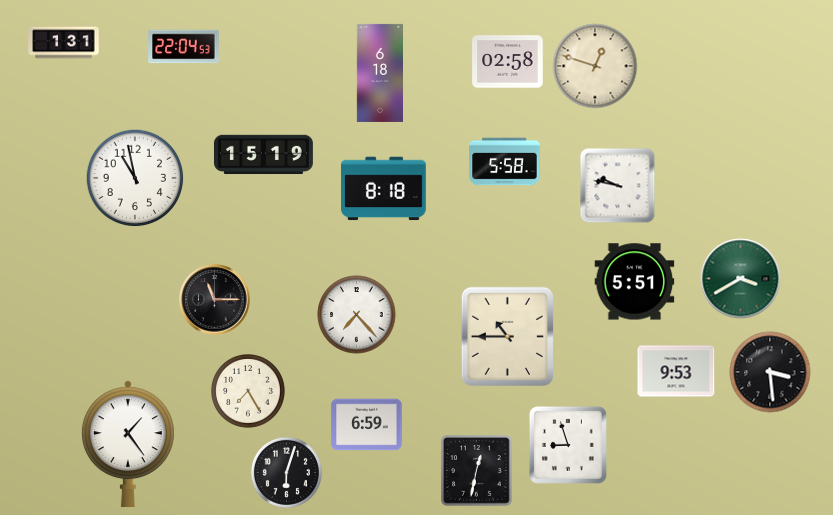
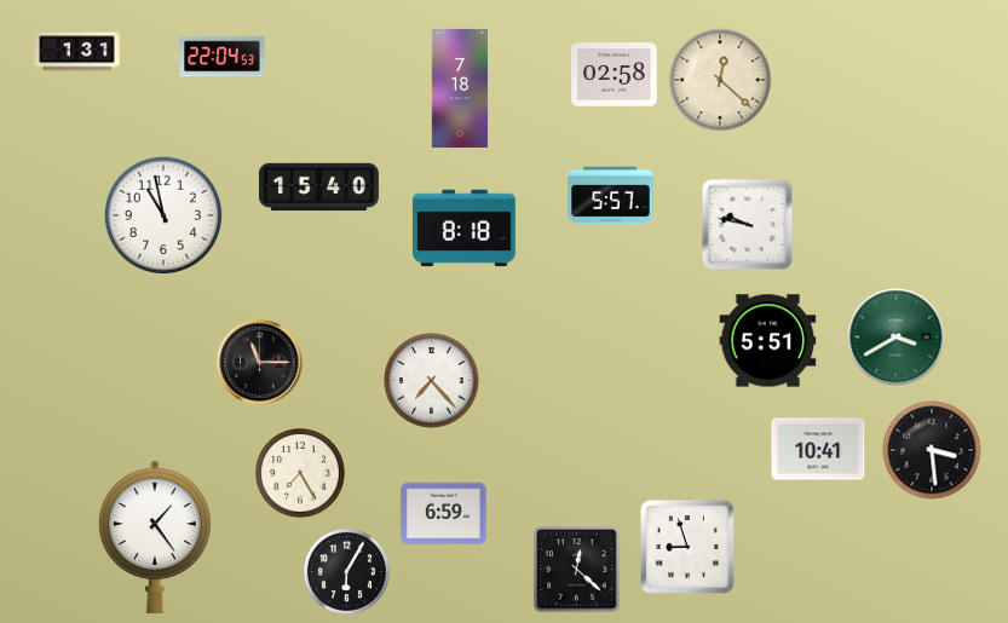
clock at (595, 66): 12:48 -> 12:22
clock at (379, 73): 6:18 -> 7:18
clock at (263, 155): 15:19 -> 15:40
clock at (505, 162): 5:58 -> 5:57
clock at (507, 336): 10:45 -> none
clock at (676, 371): 9:53 -> 10:41
clock at (568, 445) position: (568, 445) -> (687, 547)
clock at (477, 471): 12:32 -> 12:22
clock at (286, 472): 6:03 -> 6:05
